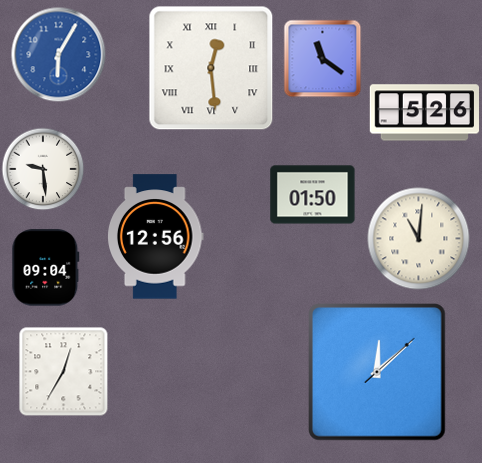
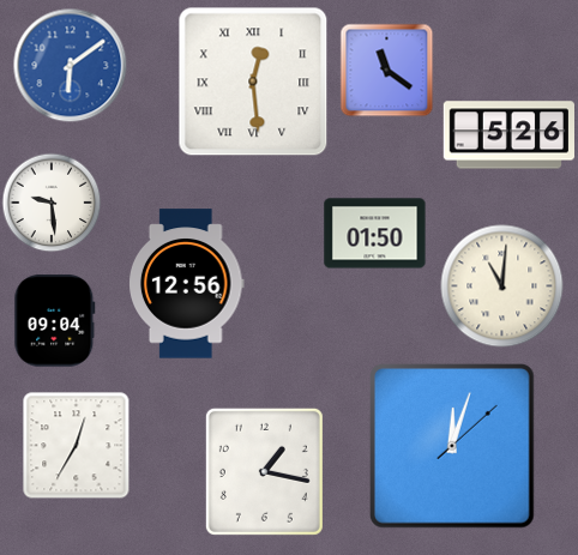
clock at (58, 54): 6:05 -> 6:09
clock at (378, 373): 12:08 -> 12:03
clock at (264, 471): none -> 1:17
